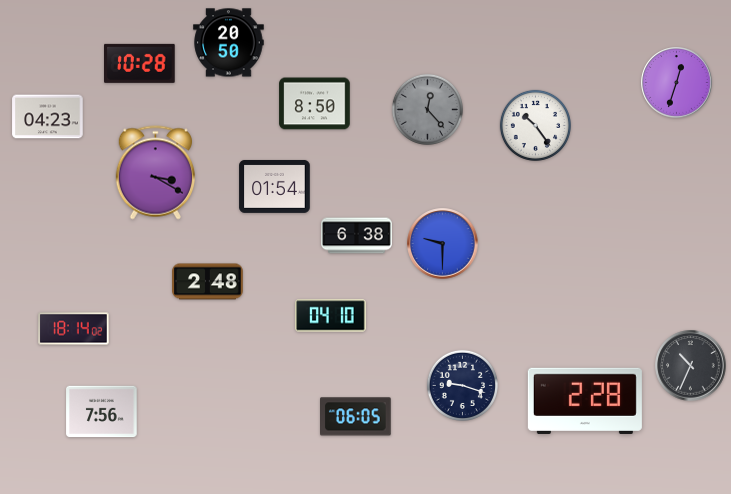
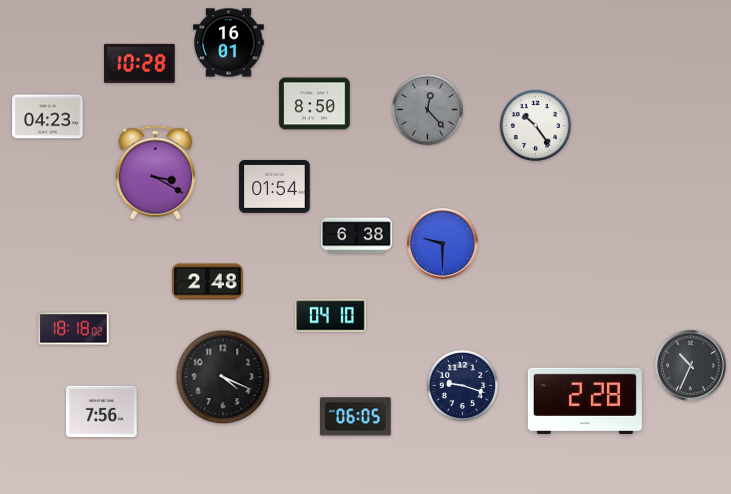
clock at (229, 43): 20:50 -> 16:01
clock at (677, 83): 12:33 -> none
clock at (74, 329): 18:14 -> 18:18
clock at (223, 377): none -> 4:19
